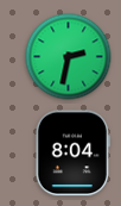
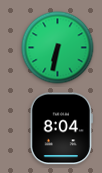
clock at (69, 57): 2:32 -> 6:32
